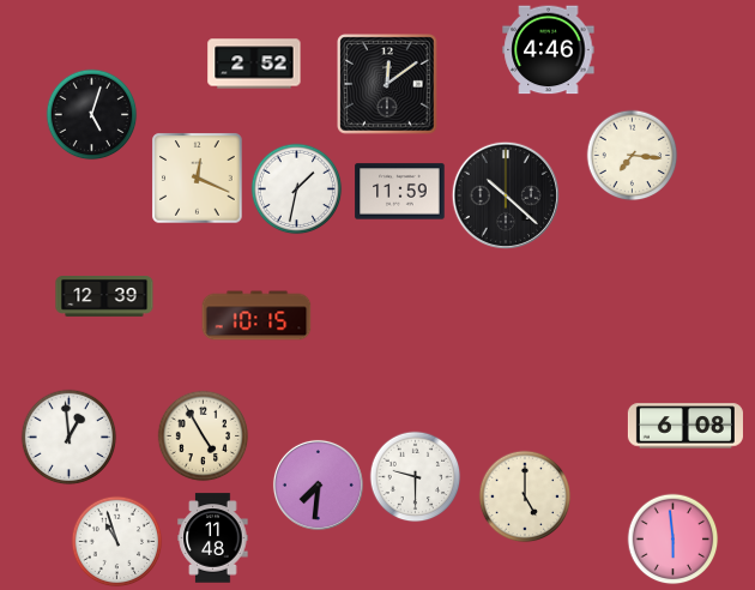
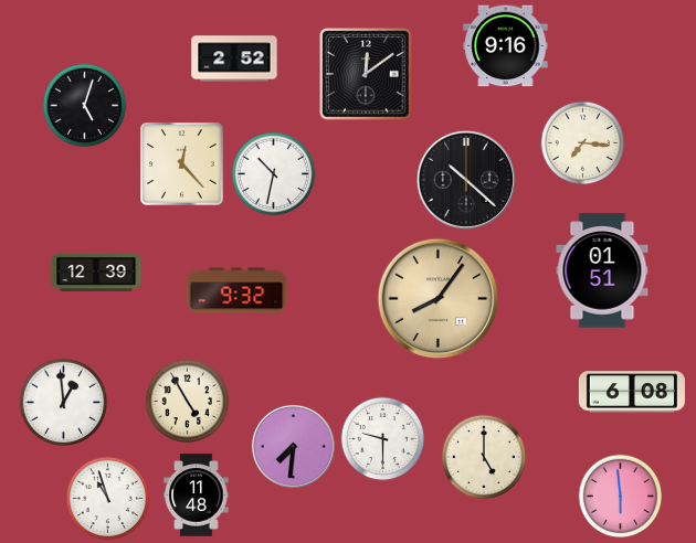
clock at (549, 50): 4:46 -> 9:16
clock at (388, 85) position: (388, 85) -> (367, 75)
clock at (198, 179): 12:19 -> 12:23
clock at (297, 189): 1:32 -> 10:32
clock at (400, 192): 11:59 -> none
clock at (602, 270): none -> 01:51
clock at (256, 315): 10:15 -> 9:32
clock at (439, 299): none -> 8:06
